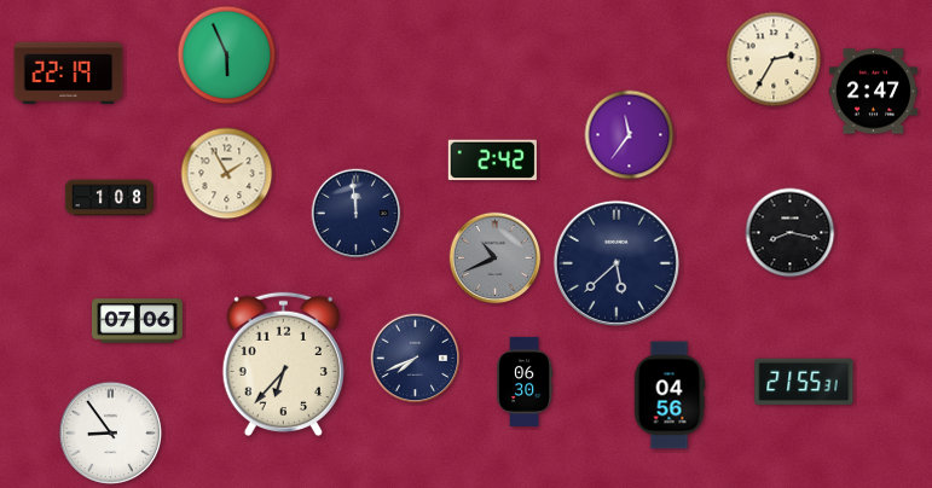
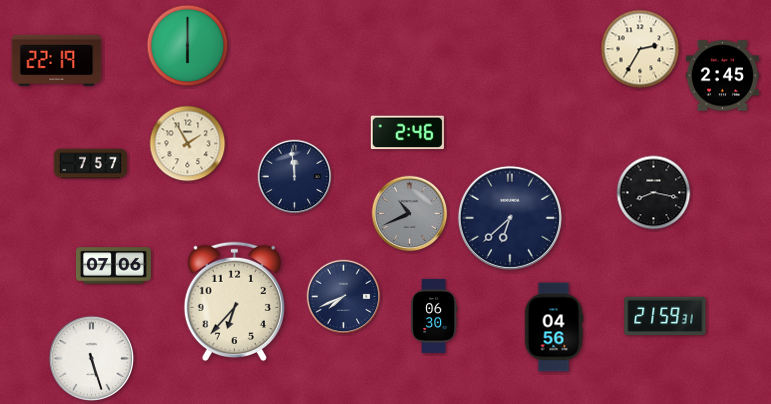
clock at (227, 56): 5:56 -> 6:00
clock at (873, 92): 2:47 -> 2:45
clock at (630, 135): 11:36 -> none
clock at (492, 161): 2:42 -> 2:46
clock at (109, 198): 1:08 -> 7:57
clock at (616, 263): 5:38 -> 6:38
clock at (804, 382): 21:55 -> 21:59
clock at (110, 432): 8:54 -> 5:27
